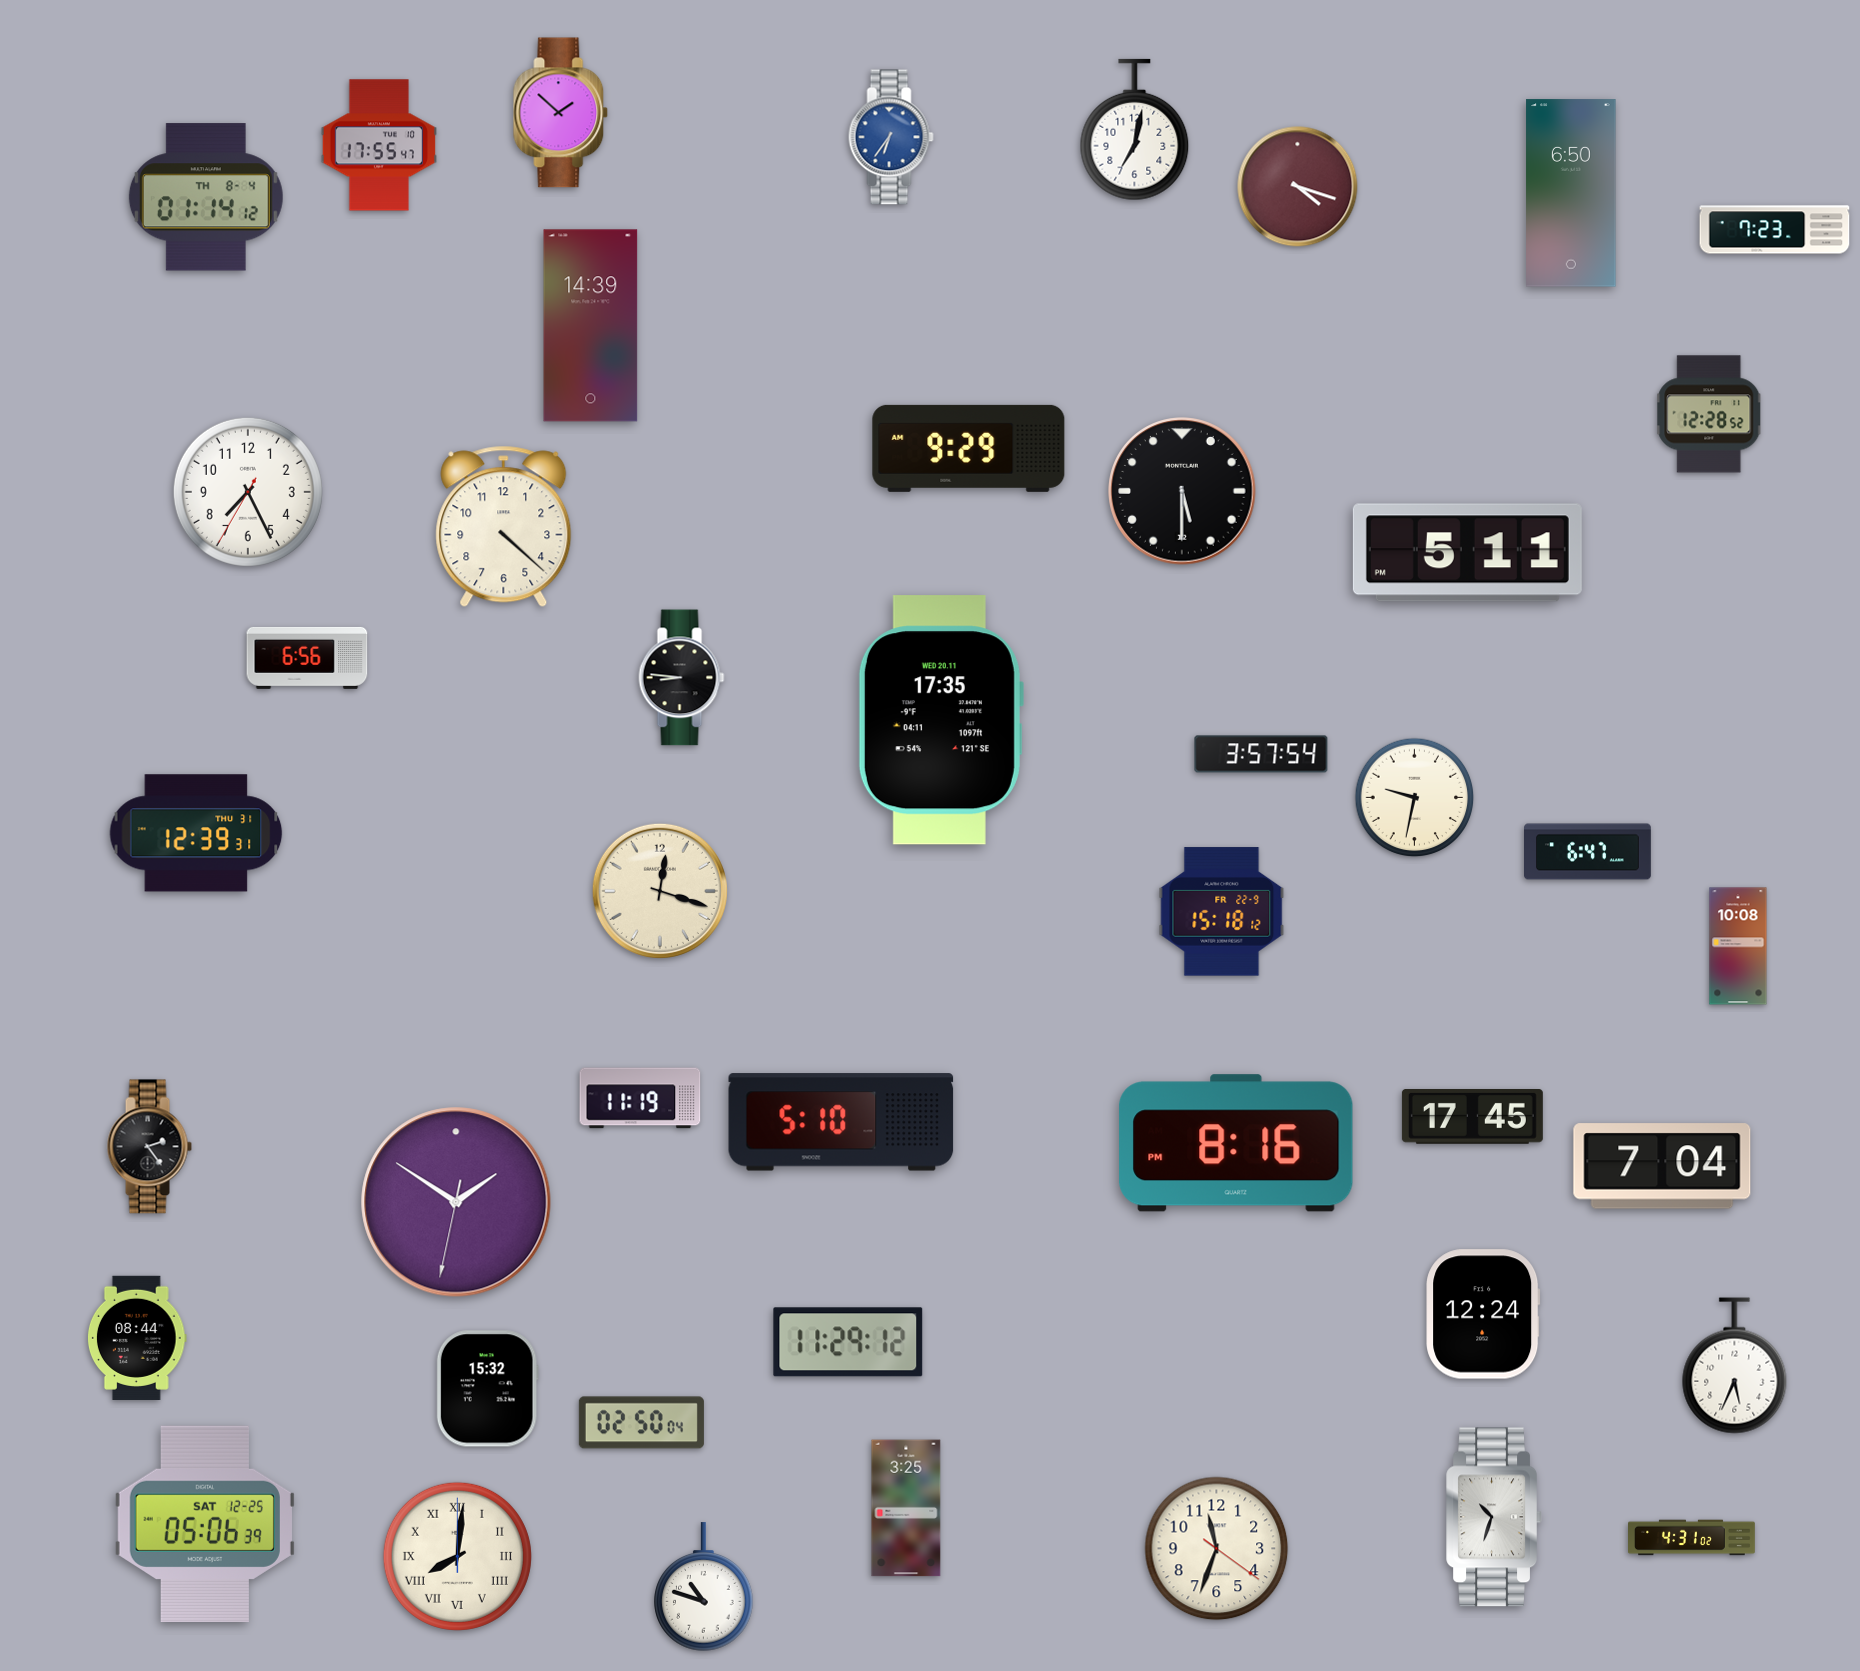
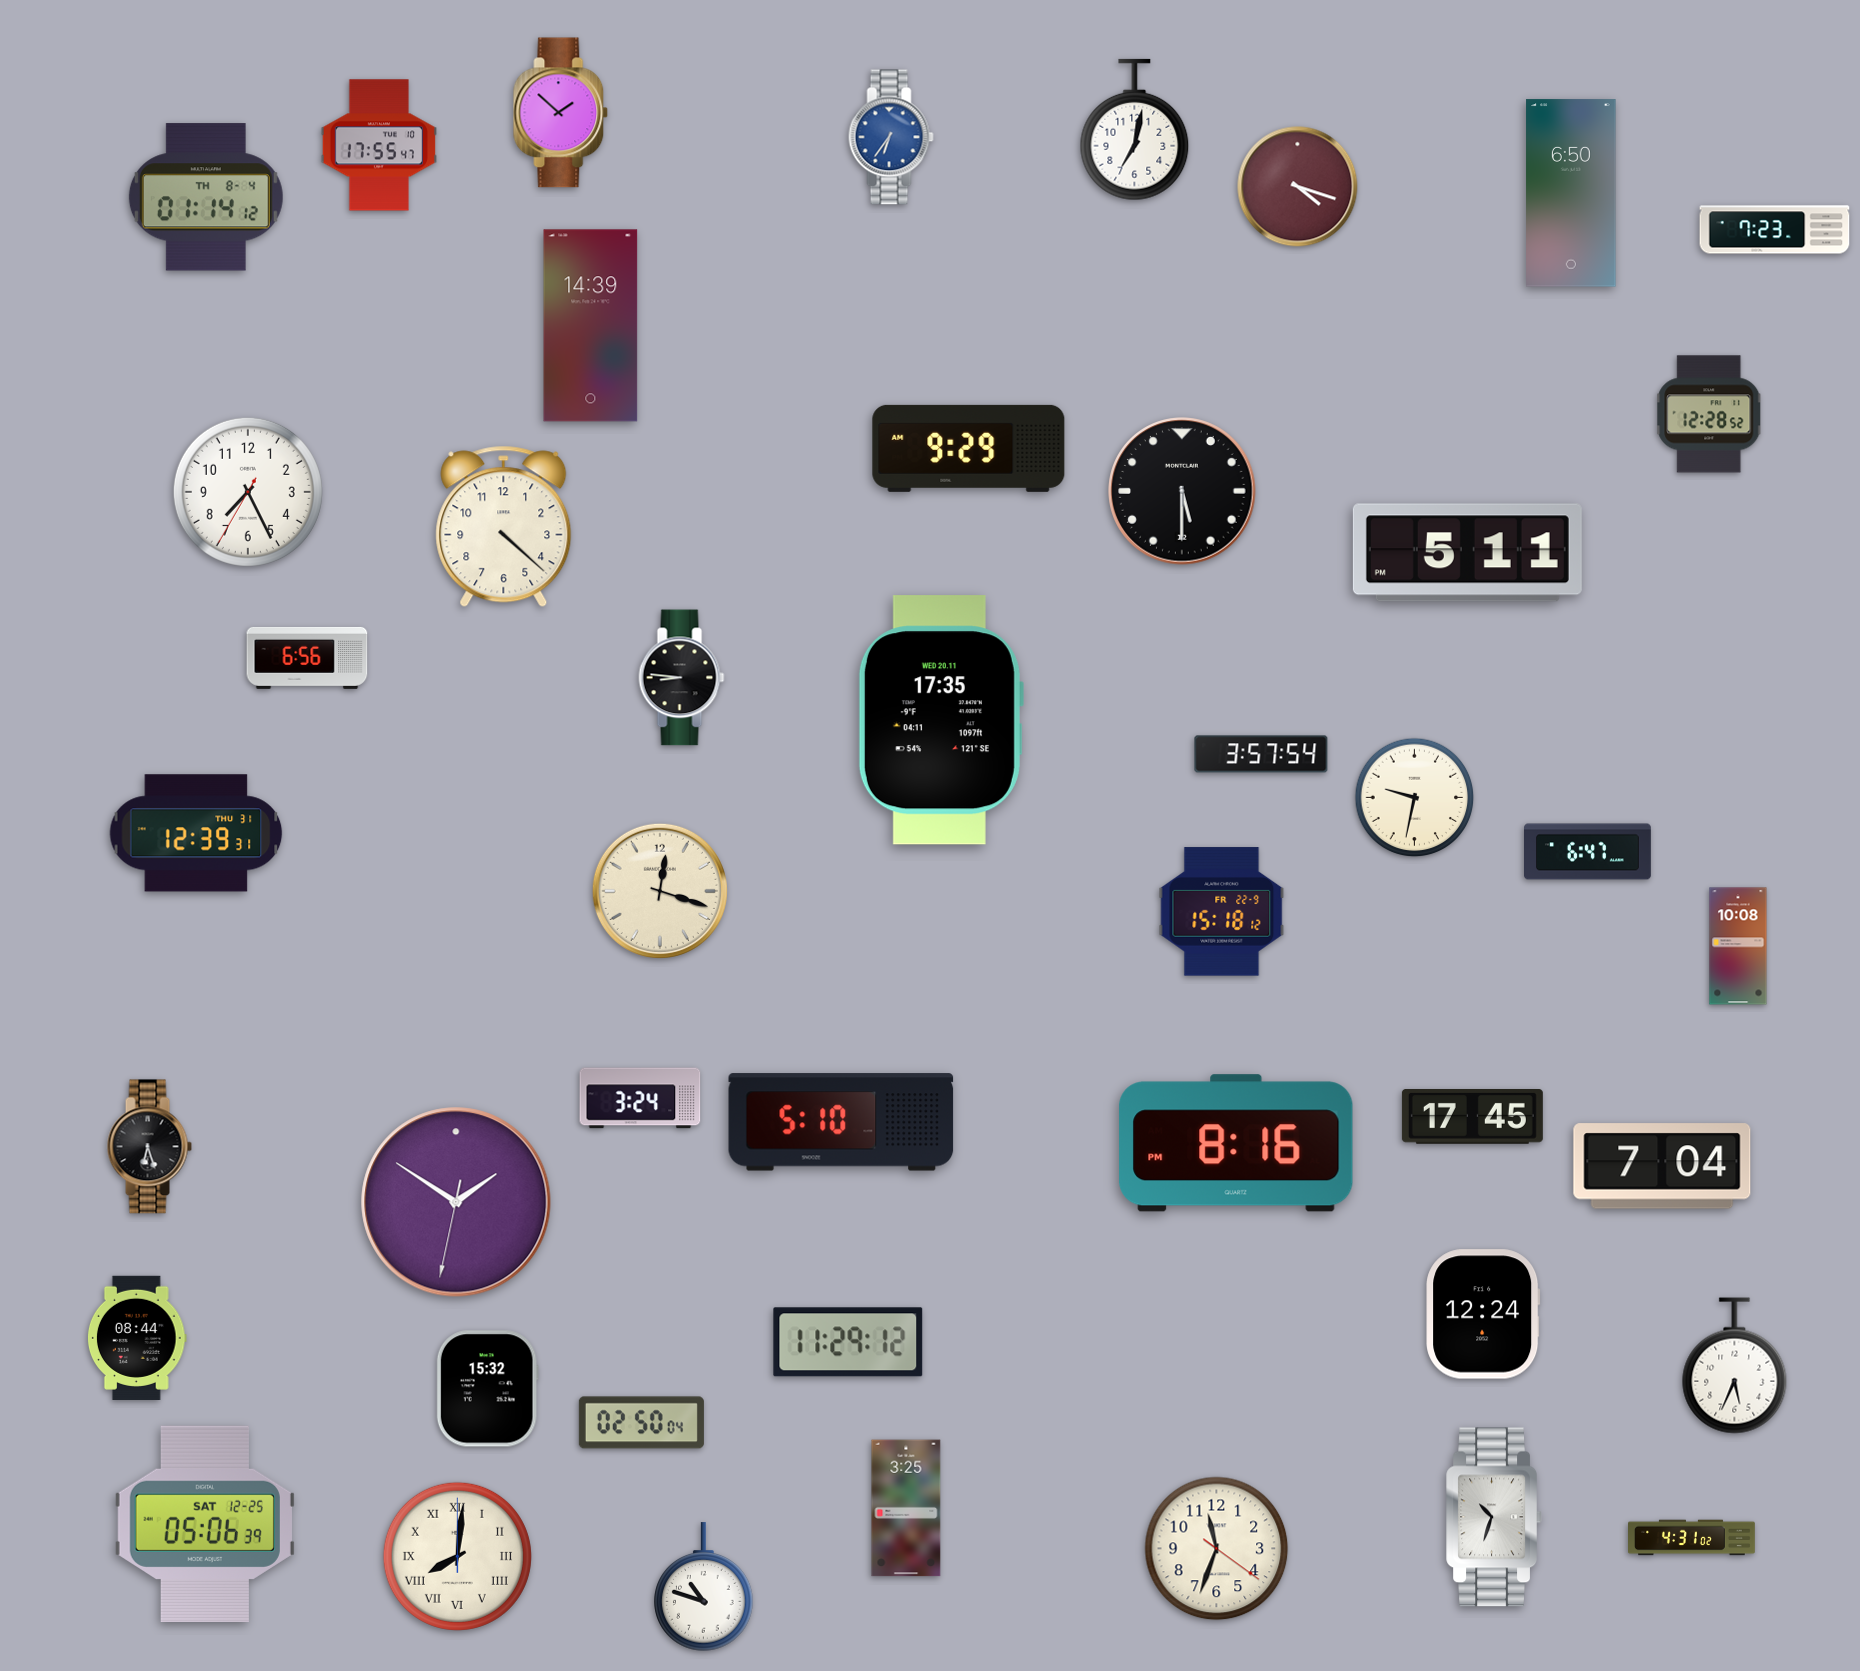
clock at (640, 1098): 11:19 -> 3:24
clock at (149, 1147): 2:24 -> 6:27
